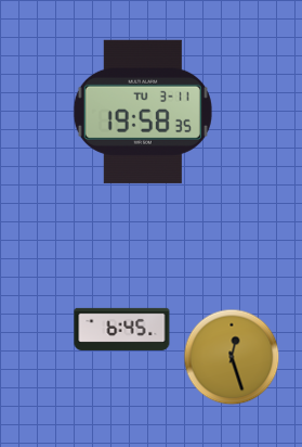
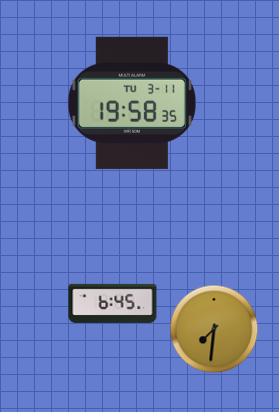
clock at (232, 357): 12:27 -> 7:31
